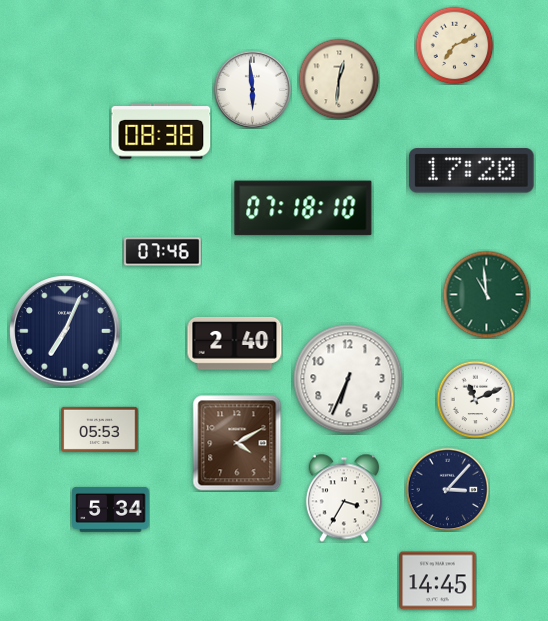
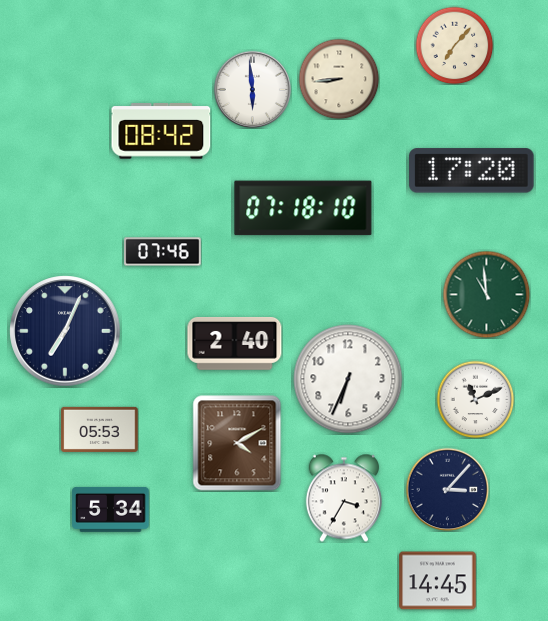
clock at (454, 45): 7:11 -> 7:07
clock at (339, 79): 12:31 -> 8:44
clock at (161, 131): 08:38 -> 08:42
